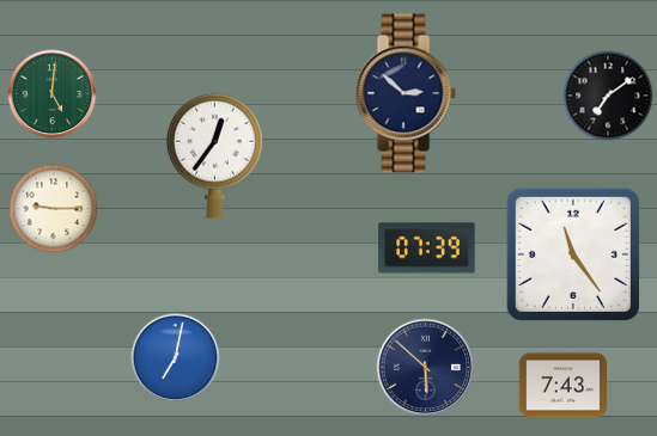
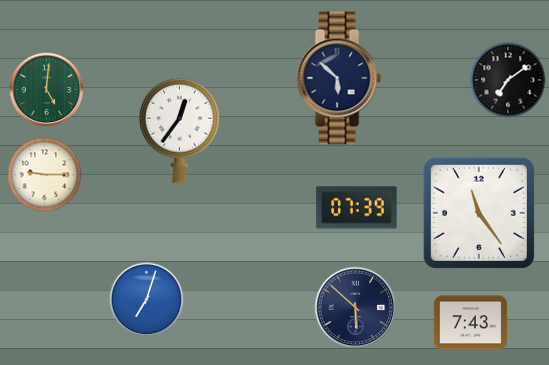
clock at (406, 93): 2:52 -> 5:52
clock at (53, 94) position: (53, 94) -> (47, 90)
clock at (176, 358): 7:02 -> 7:03
